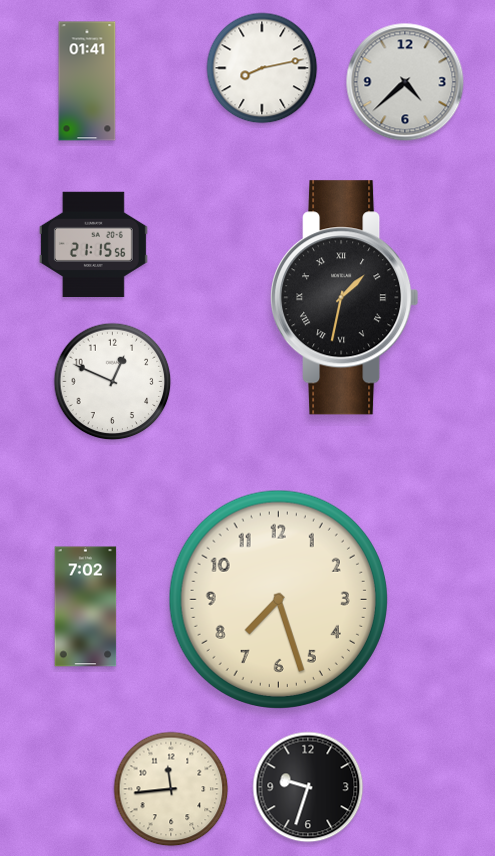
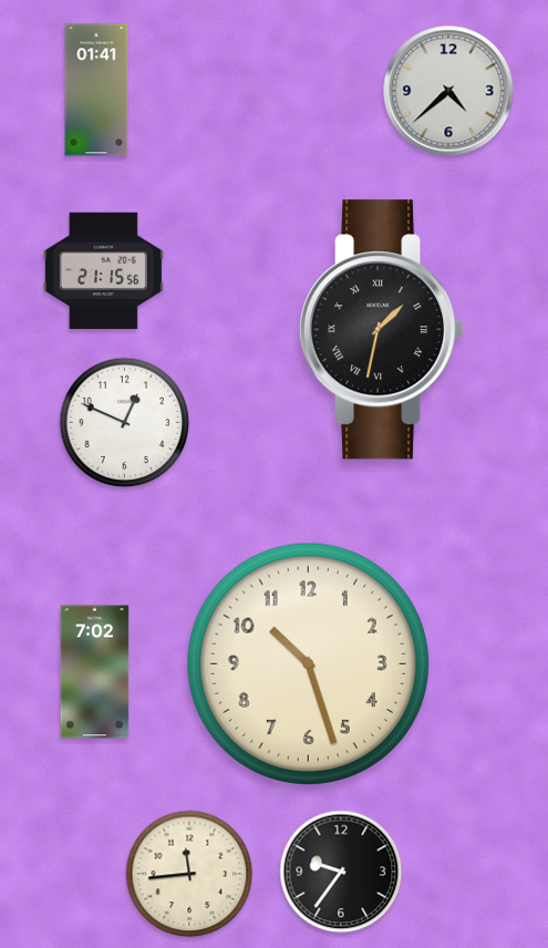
clock at (262, 68): 8:13 -> none
clock at (278, 599): 7:27 -> 10:27
clock at (308, 787): 9:33 -> 9:36
